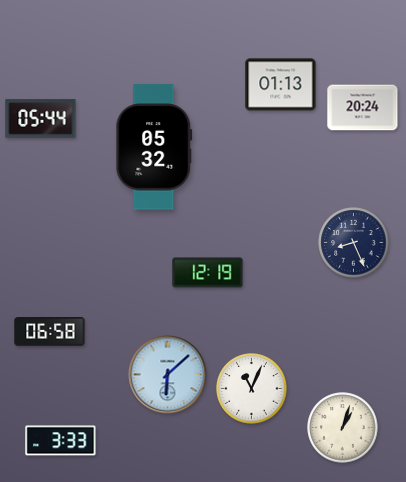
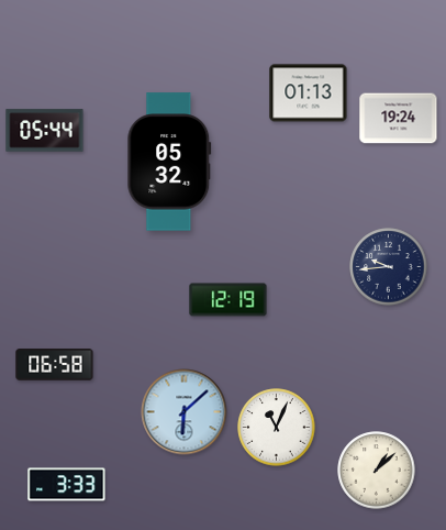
clock at (363, 108): 20:24 -> 19:24
clock at (354, 243): 8:26 -> 9:44
clock at (343, 428): 1:03 -> 1:08
